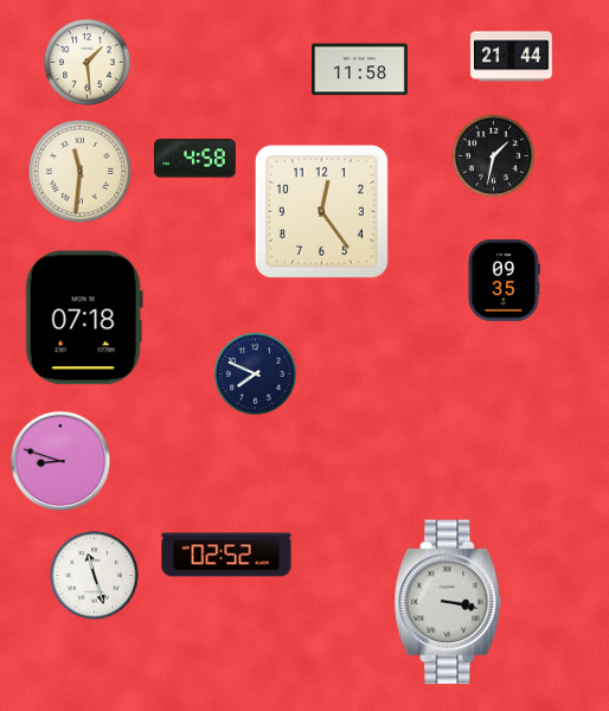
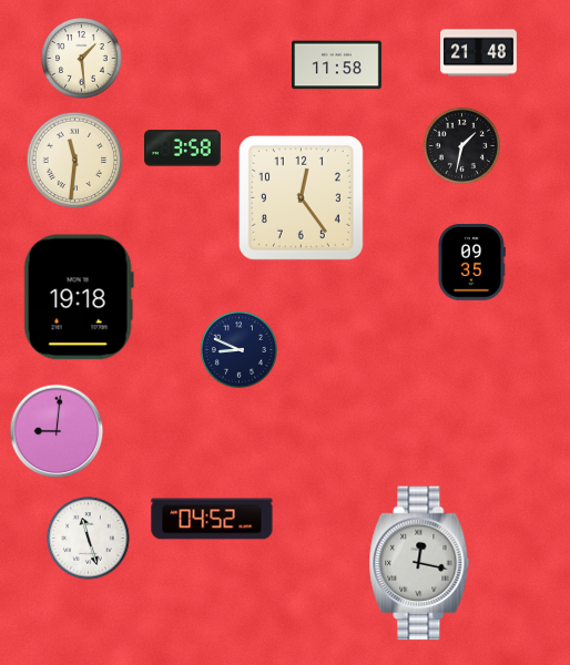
clock at (512, 57): 21:44 -> 21:48
clock at (195, 159): 4:58 -> 3:58
clock at (84, 318): 07:18 -> 19:18
clock at (255, 373): 7:49 -> 8:49
clock at (60, 461): 8:48 -> 9:01
clock at (226, 555): 02:52 -> 04:52
clock at (448, 602): 3:17 -> 12:17
